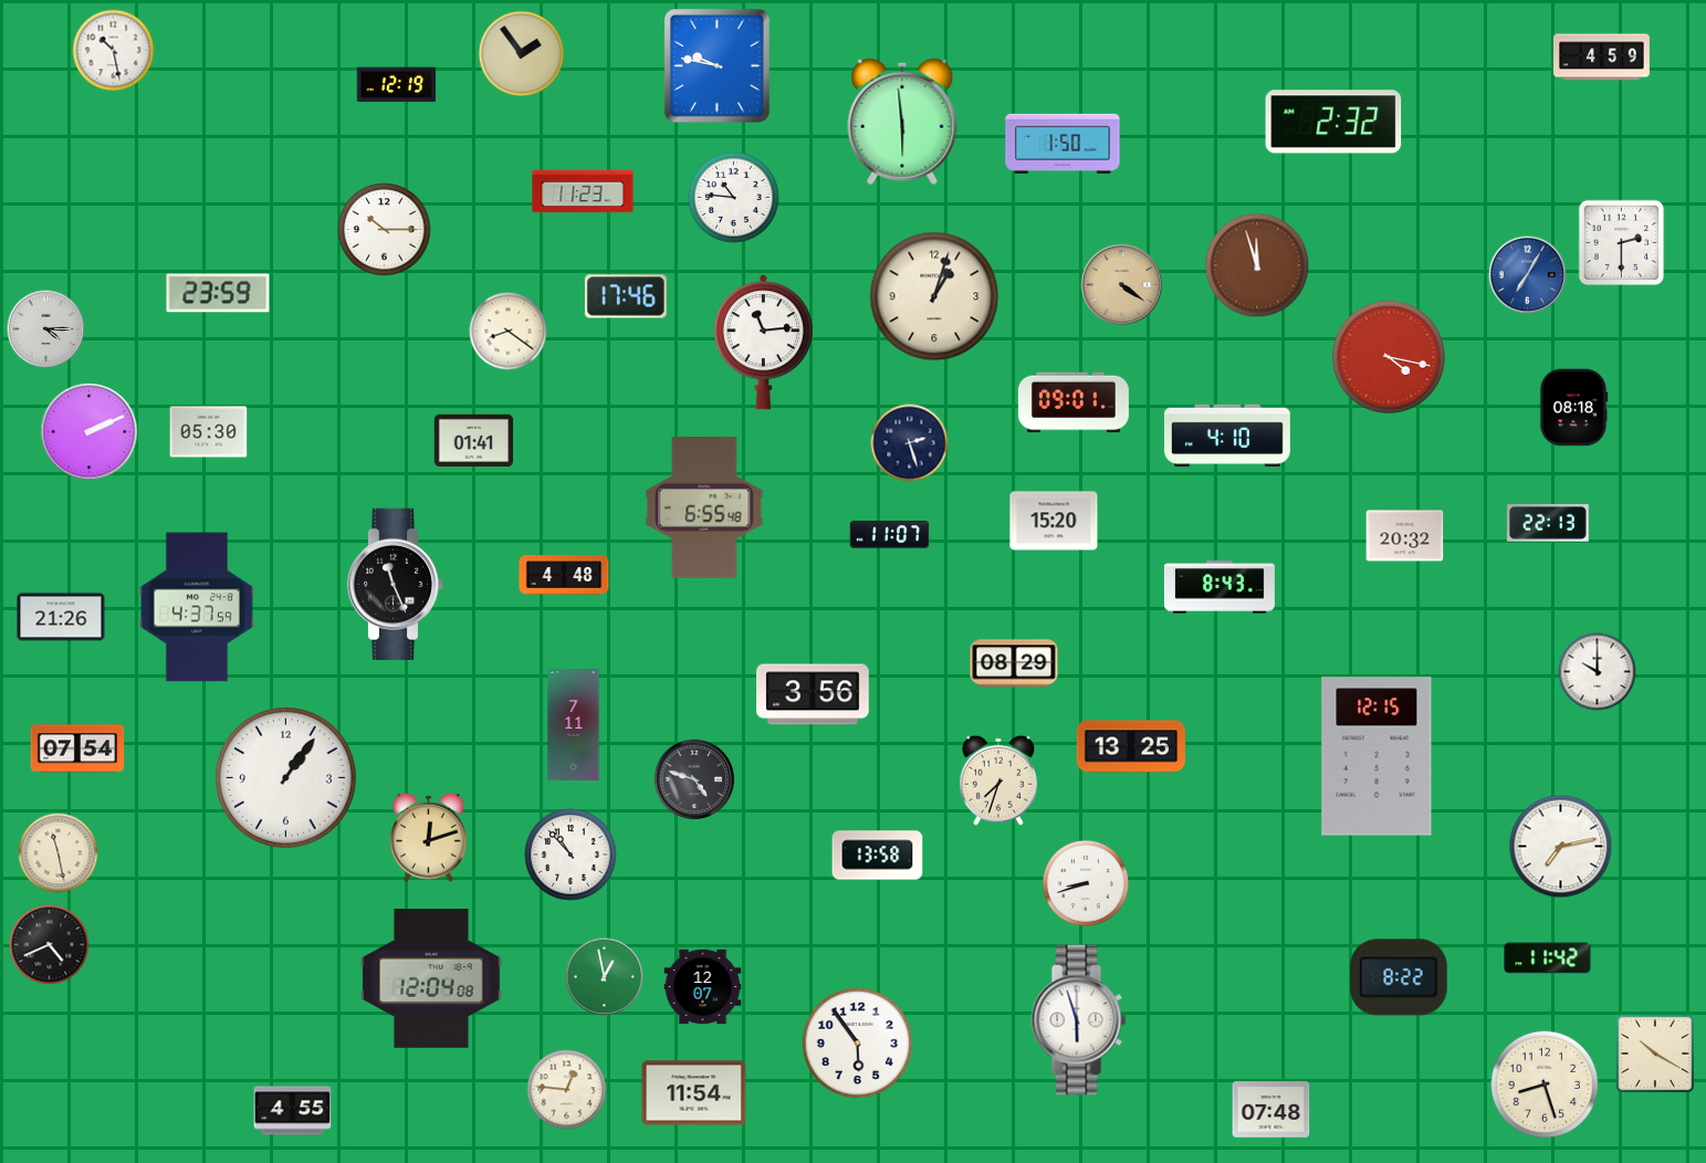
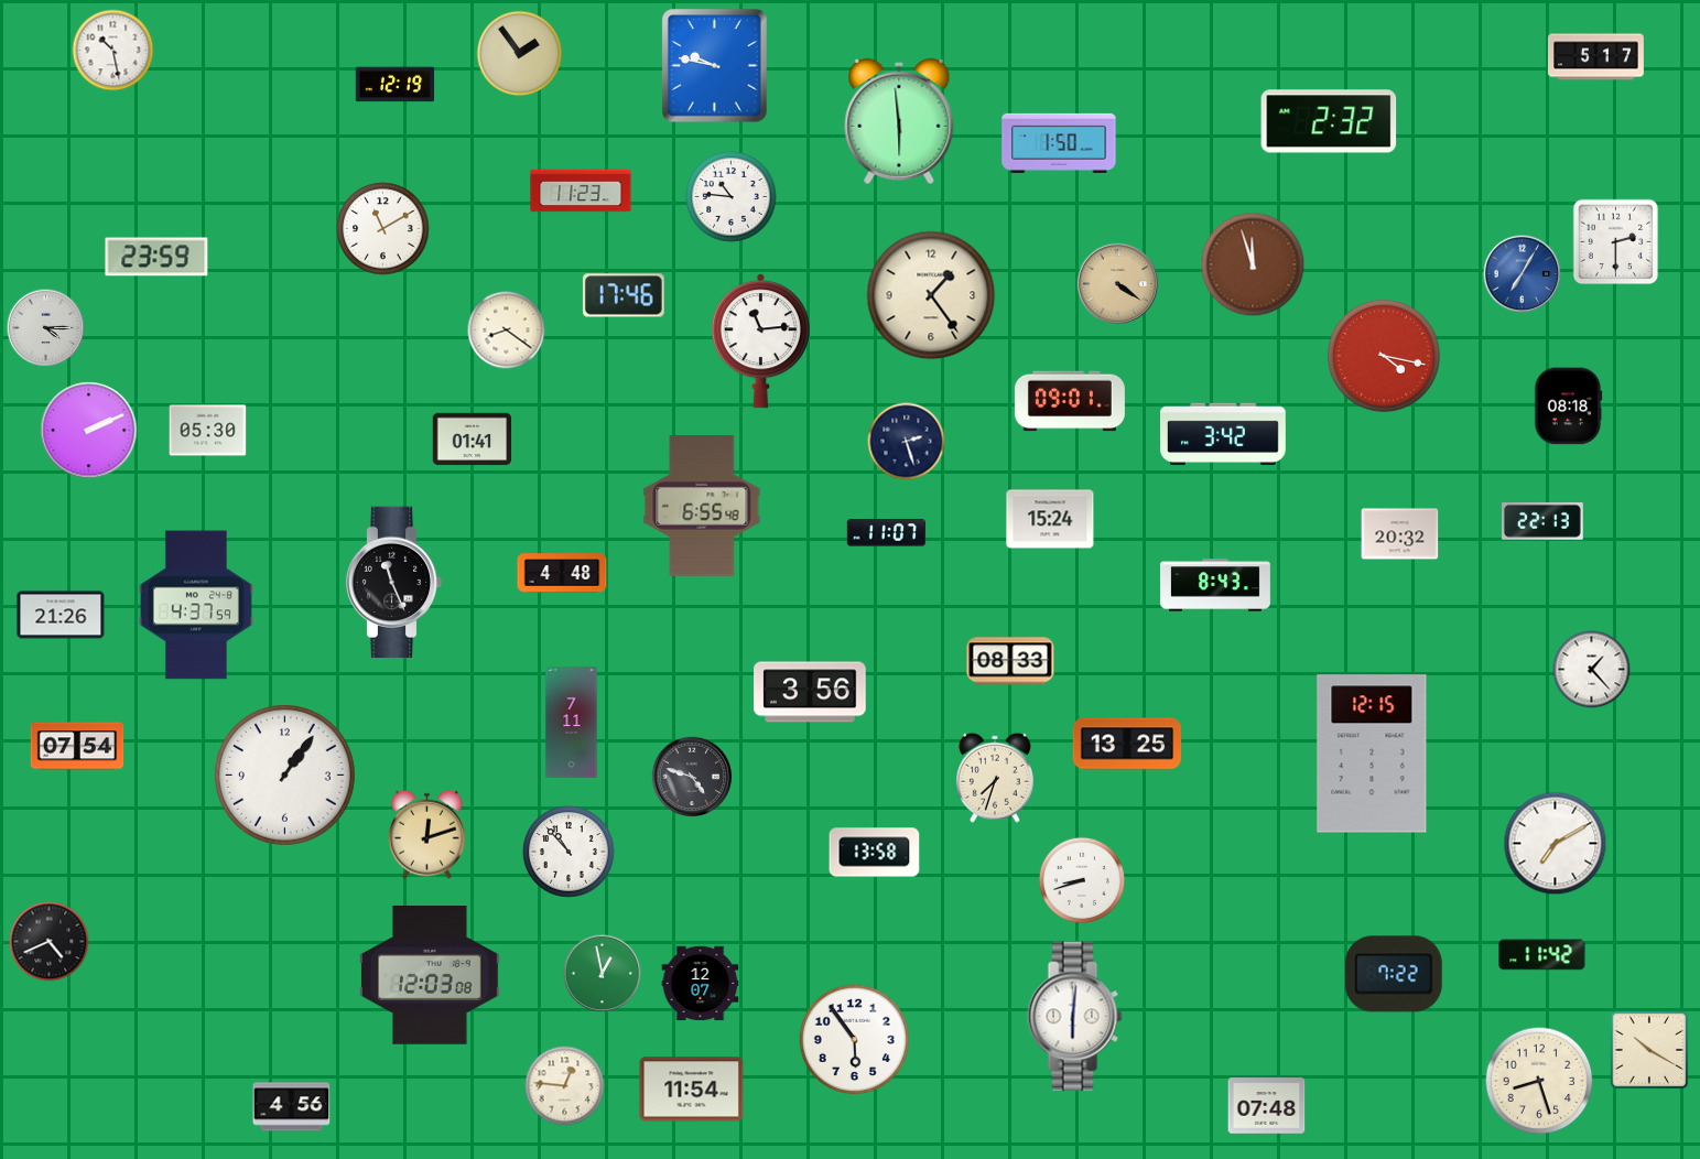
clock at (1602, 57): 4:59 -> 5:17
clock at (385, 230): 10:15 -> 11:10
clock at (218, 293) position: (218, 293) -> (156, 257)
clock at (934, 296): 1:03 -> 1:24
clock at (1228, 436): 4:10 -> 3:42
clock at (1054, 521): 15:20 -> 15:24
clock at (1014, 663): 08:29 -> 08:33
clock at (1598, 672): 10:00 -> 1:23
clock at (1561, 847): 7:13 -> 7:10
clock at (59, 853): 11:28 -> none
clock at (1399, 977): 8:22 -> 7:22
clock at (431, 979): 12:04 -> 12:03
clock at (1079, 1020): 5:57 -> 6:01
clock at (293, 1111): 4:55 -> 4:56
